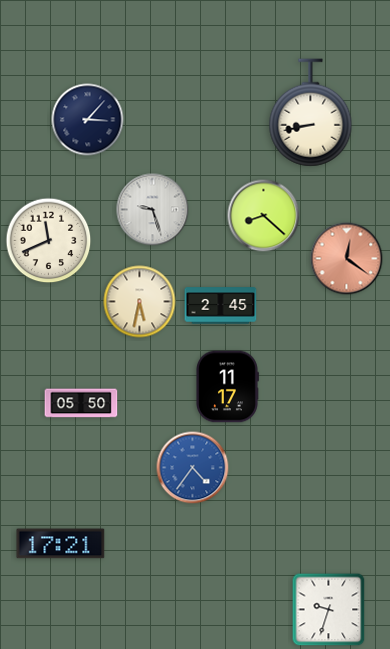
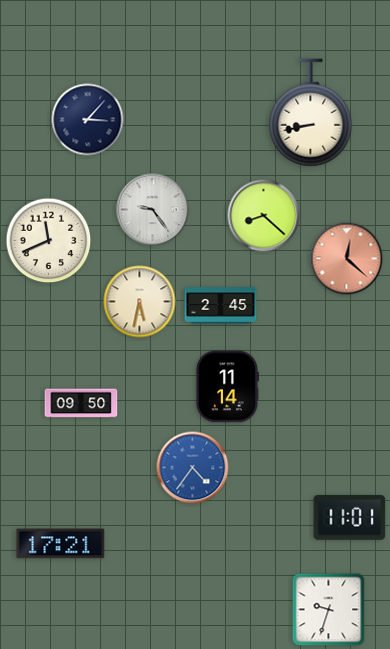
clock at (153, 210): 9:27 -> 9:24
clock at (347, 259): 12:21 -> 12:22
clock at (228, 387): 11:17 -> 11:14
clock at (81, 403): 05:50 -> 09:50
clock at (350, 517): none -> 11:01
